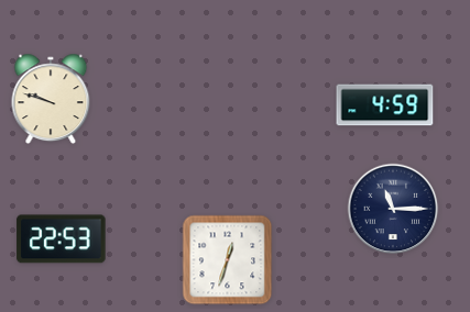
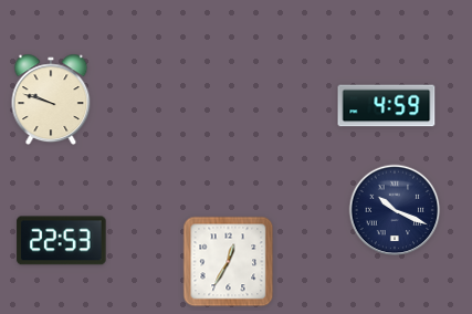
clock at (393, 209): 11:15 -> 10:19
clock at (228, 260): 12:33 -> 12:35
